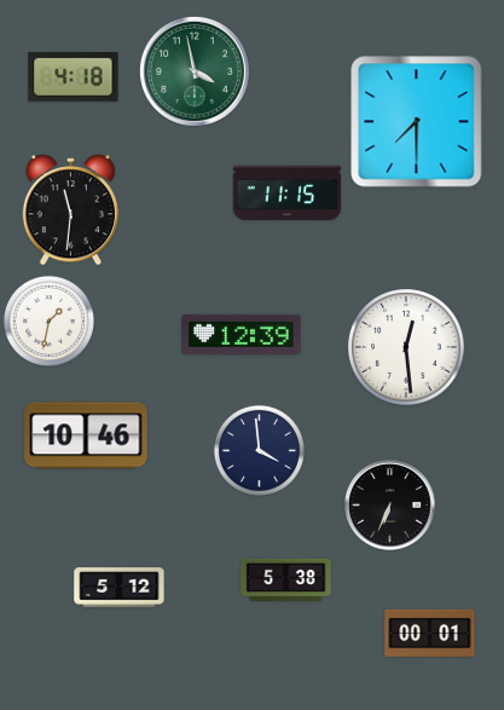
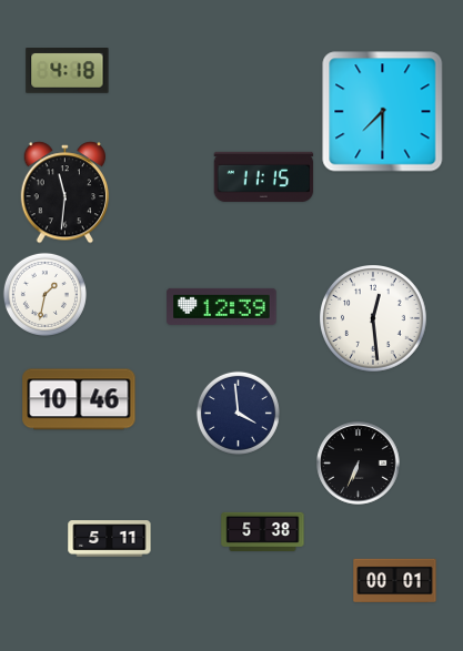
clock at (195, 71): 3:58 -> none
clock at (120, 588): 5:12 -> 5:11
